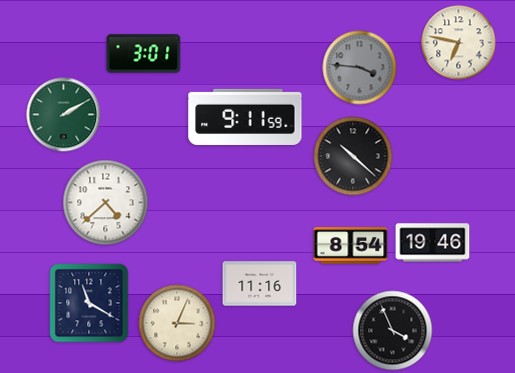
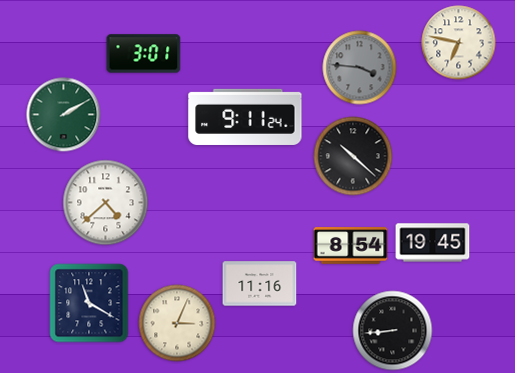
clock at (245, 117): 9:11:59 -> 9:11:24
clock at (433, 243): 19:46 -> 19:45
clock at (393, 331): 3:56 -> 8:44
